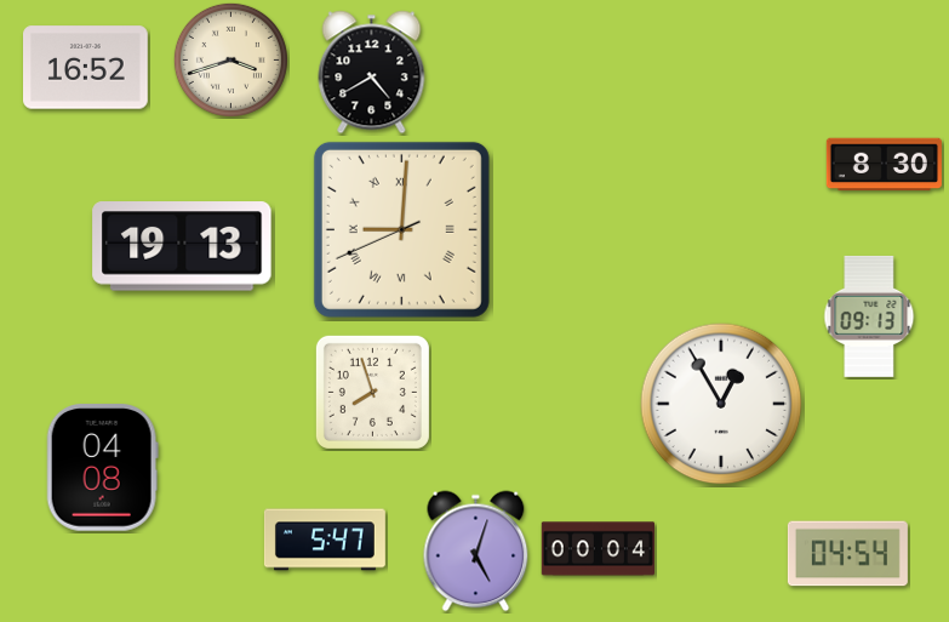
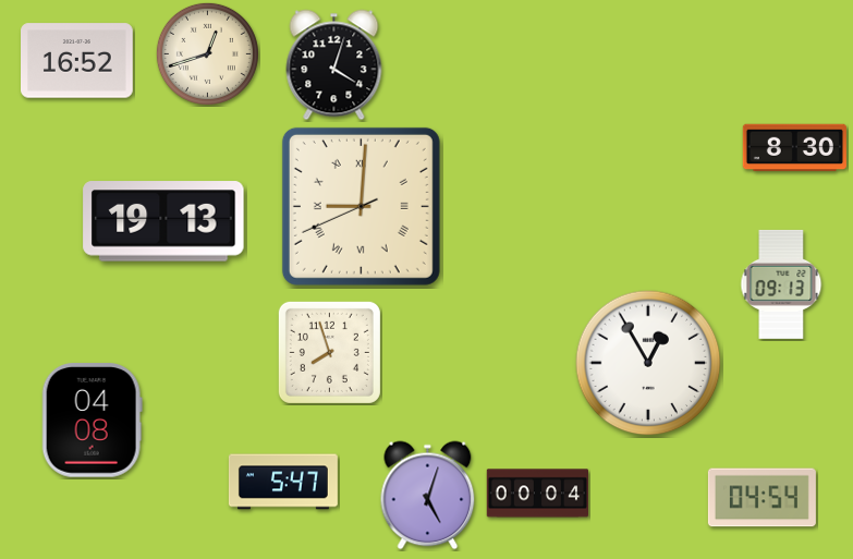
clock at (230, 59): 3:42 -> 12:42
clock at (372, 73): 4:40 -> 4:03
clock at (372, 392) position: (372, 392) -> (329, 352)
clock at (325, 540) position: (325, 540) -> (283, 482)
